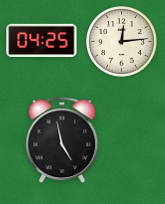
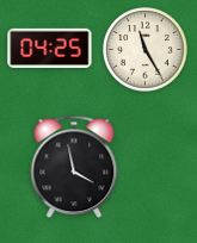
clock at (122, 42): 12:14 -> 11:25
clock at (62, 140): 4:58 -> 3:58
